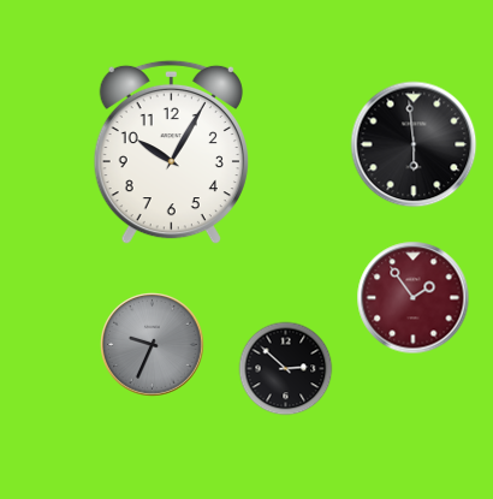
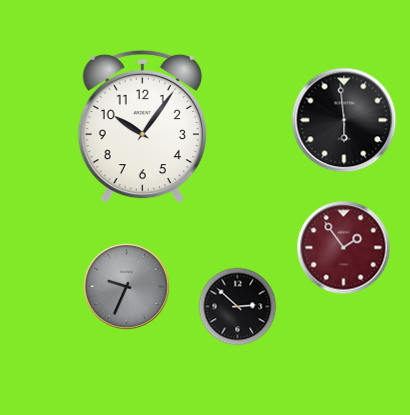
clock at (171, 153): 10:05 -> 10:06
